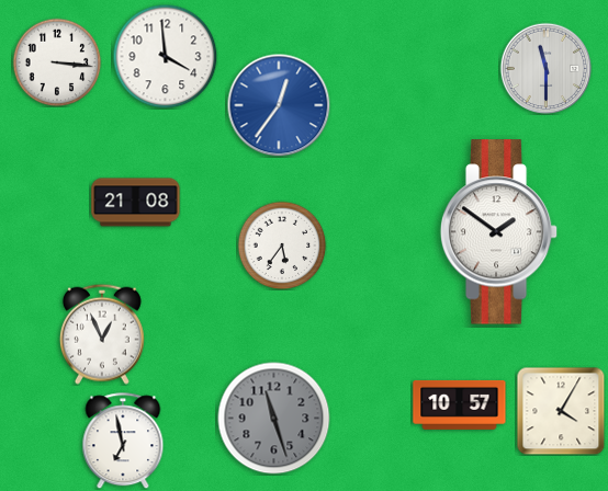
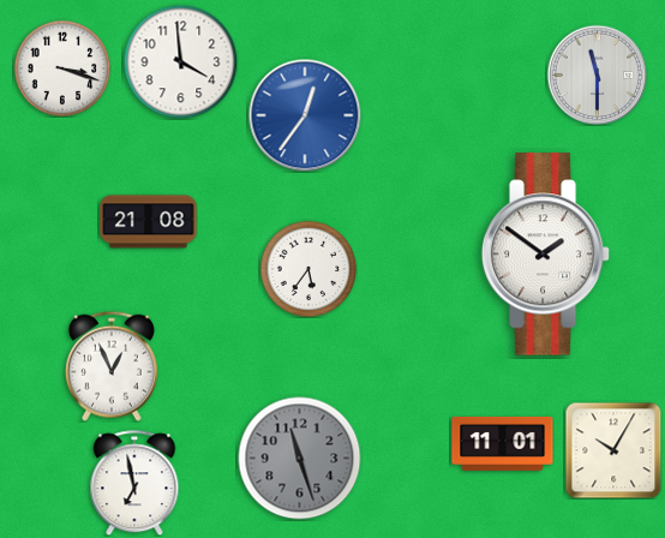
clock at (57, 62): 3:16 -> 3:18
clock at (460, 404): 10:57 -> 11:01
clock at (561, 411): 4:05 -> 10:05
